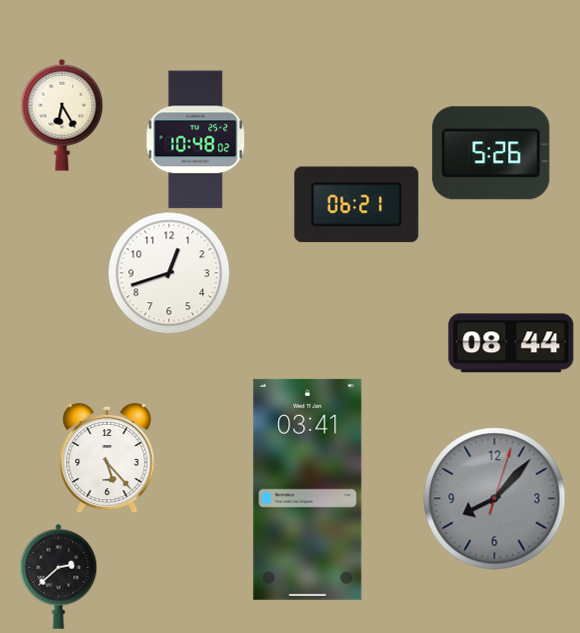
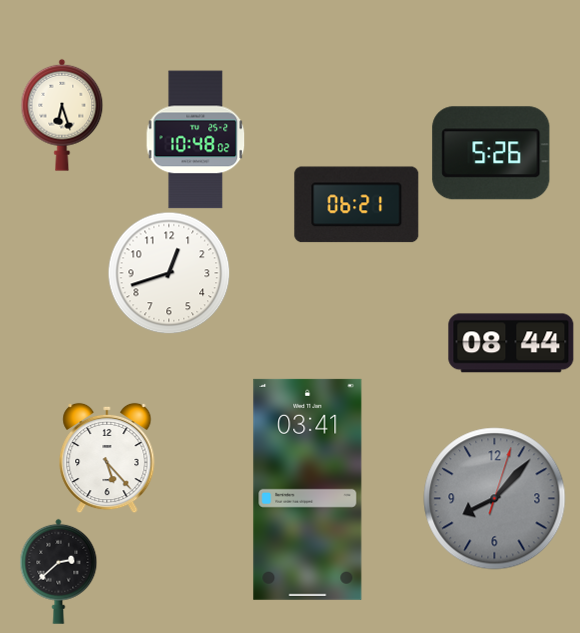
clock at (62, 115): 6:25 -> 6:27
clock at (59, 576) position: (59, 576) -> (59, 571)
